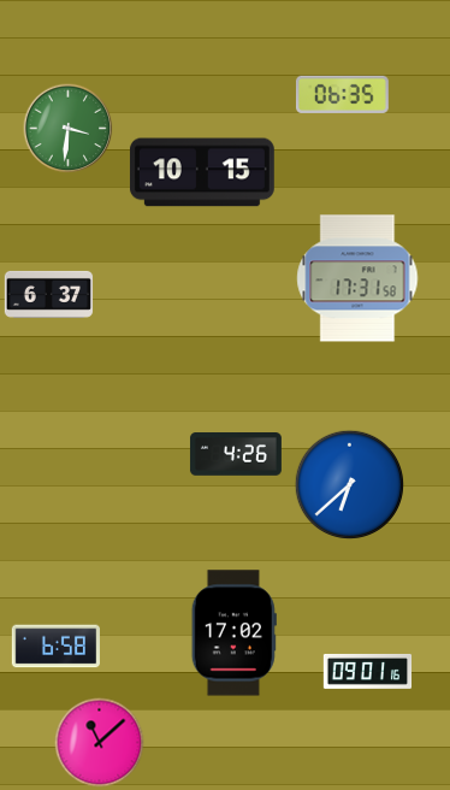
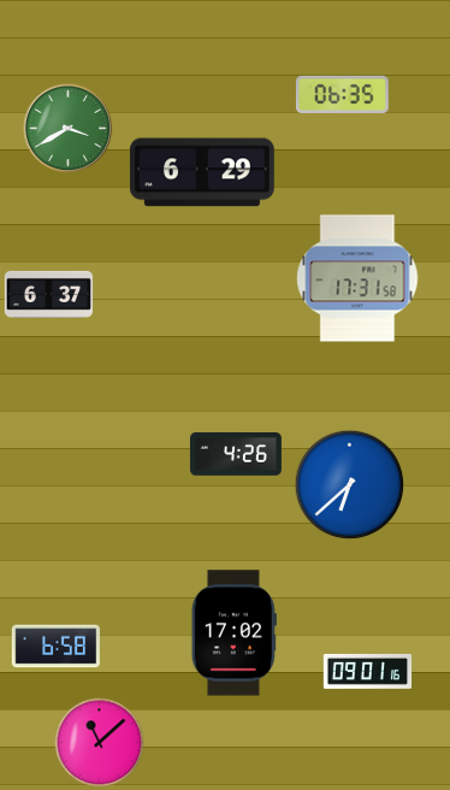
clock at (69, 129): 3:31 -> 3:40
clock at (202, 172): 10:15 -> 6:29
